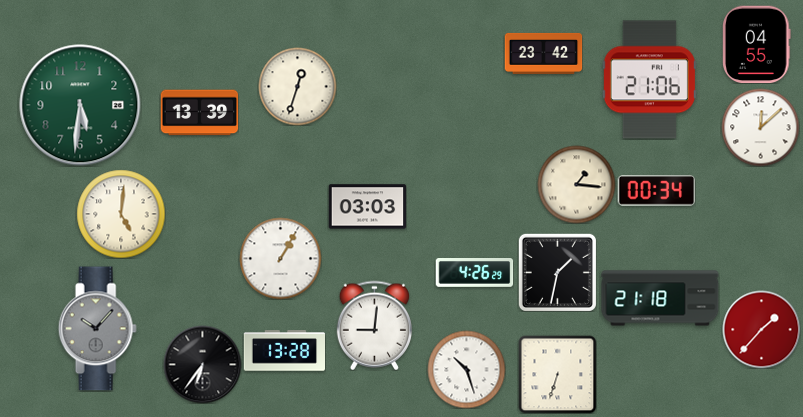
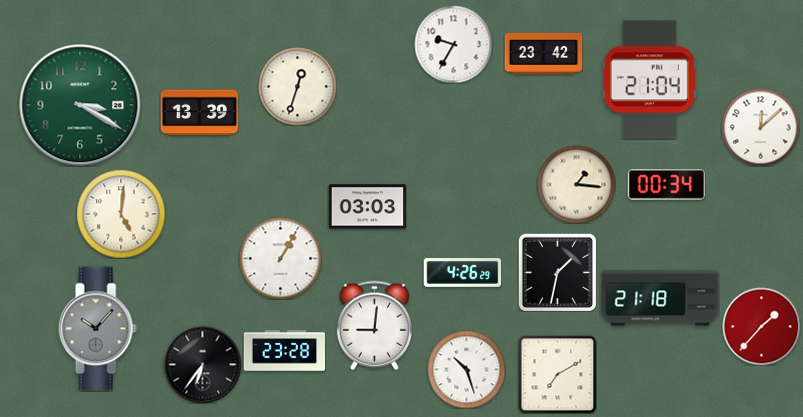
clock at (453, 44): none -> 9:35
clock at (757, 44): 04:55 -> none
clock at (649, 80): 21:06 -> 21:04
clock at (80, 105): 5:31 -> 3:20
clock at (656, 191) position: (656, 191) -> (666, 185)
clock at (474, 273) position: (474, 273) -> (462, 273)
clock at (761, 329) position: (761, 329) -> (761, 326)
clock at (284, 351): 13:28 -> 23:28
clock at (557, 374): 6:33 -> 7:10
